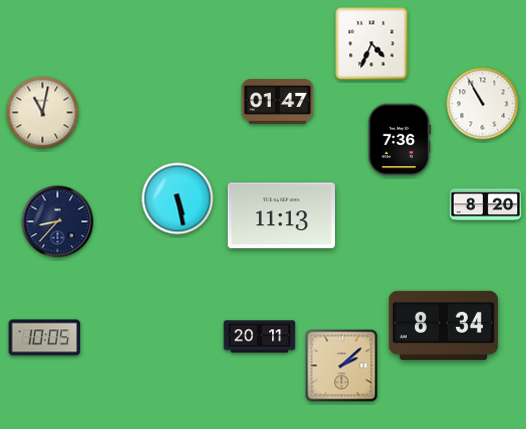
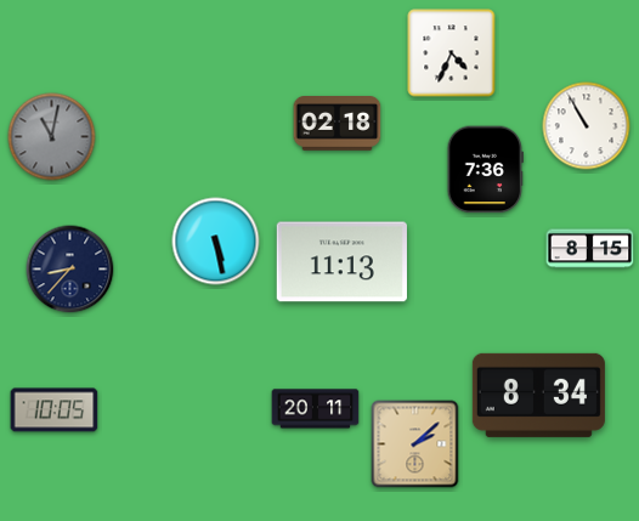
clock at (278, 102): 01:47 -> 02:18
clock at (43, 113) dial: cream -> grey
clock at (486, 205): 8:20 -> 8:15
